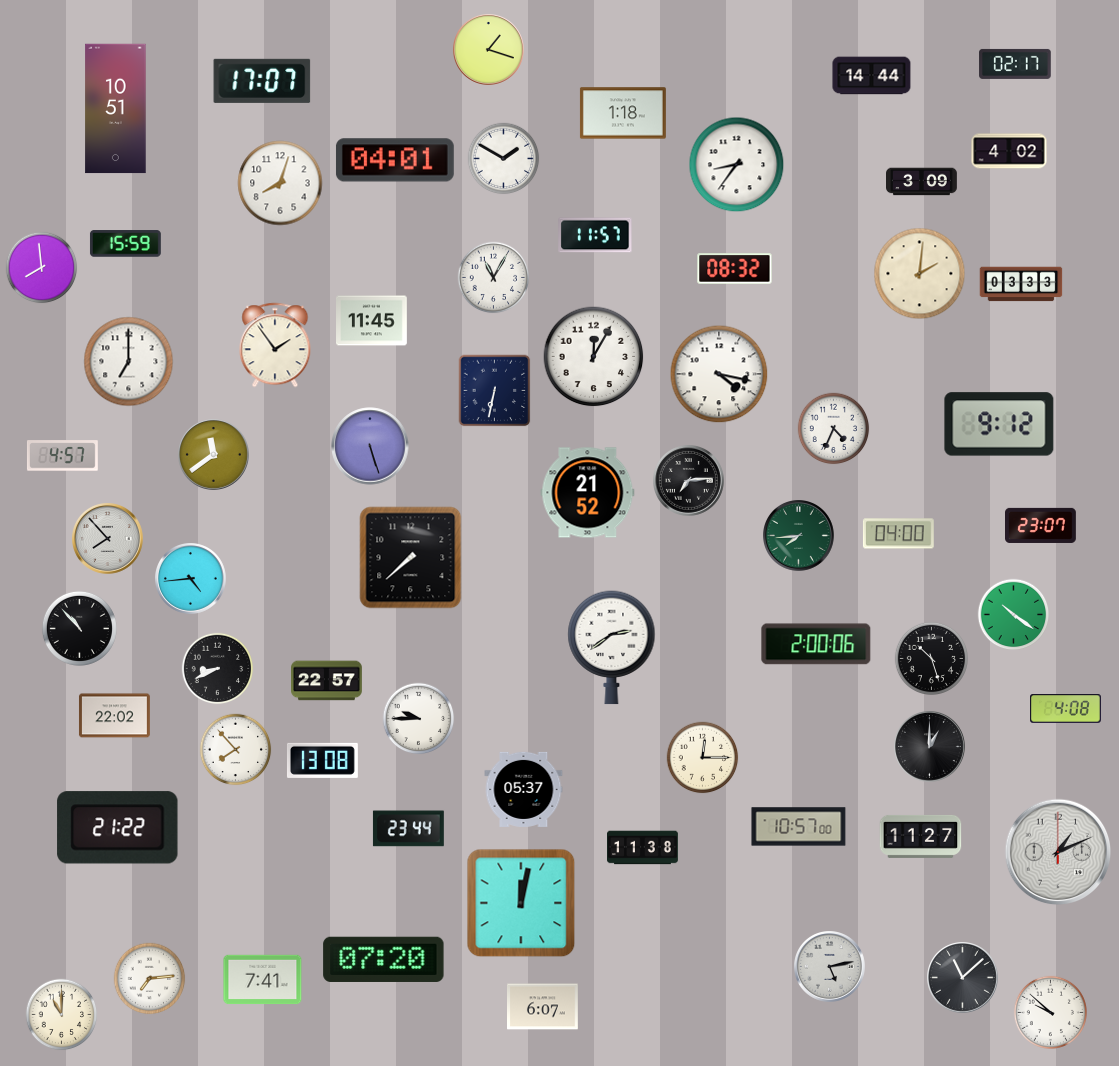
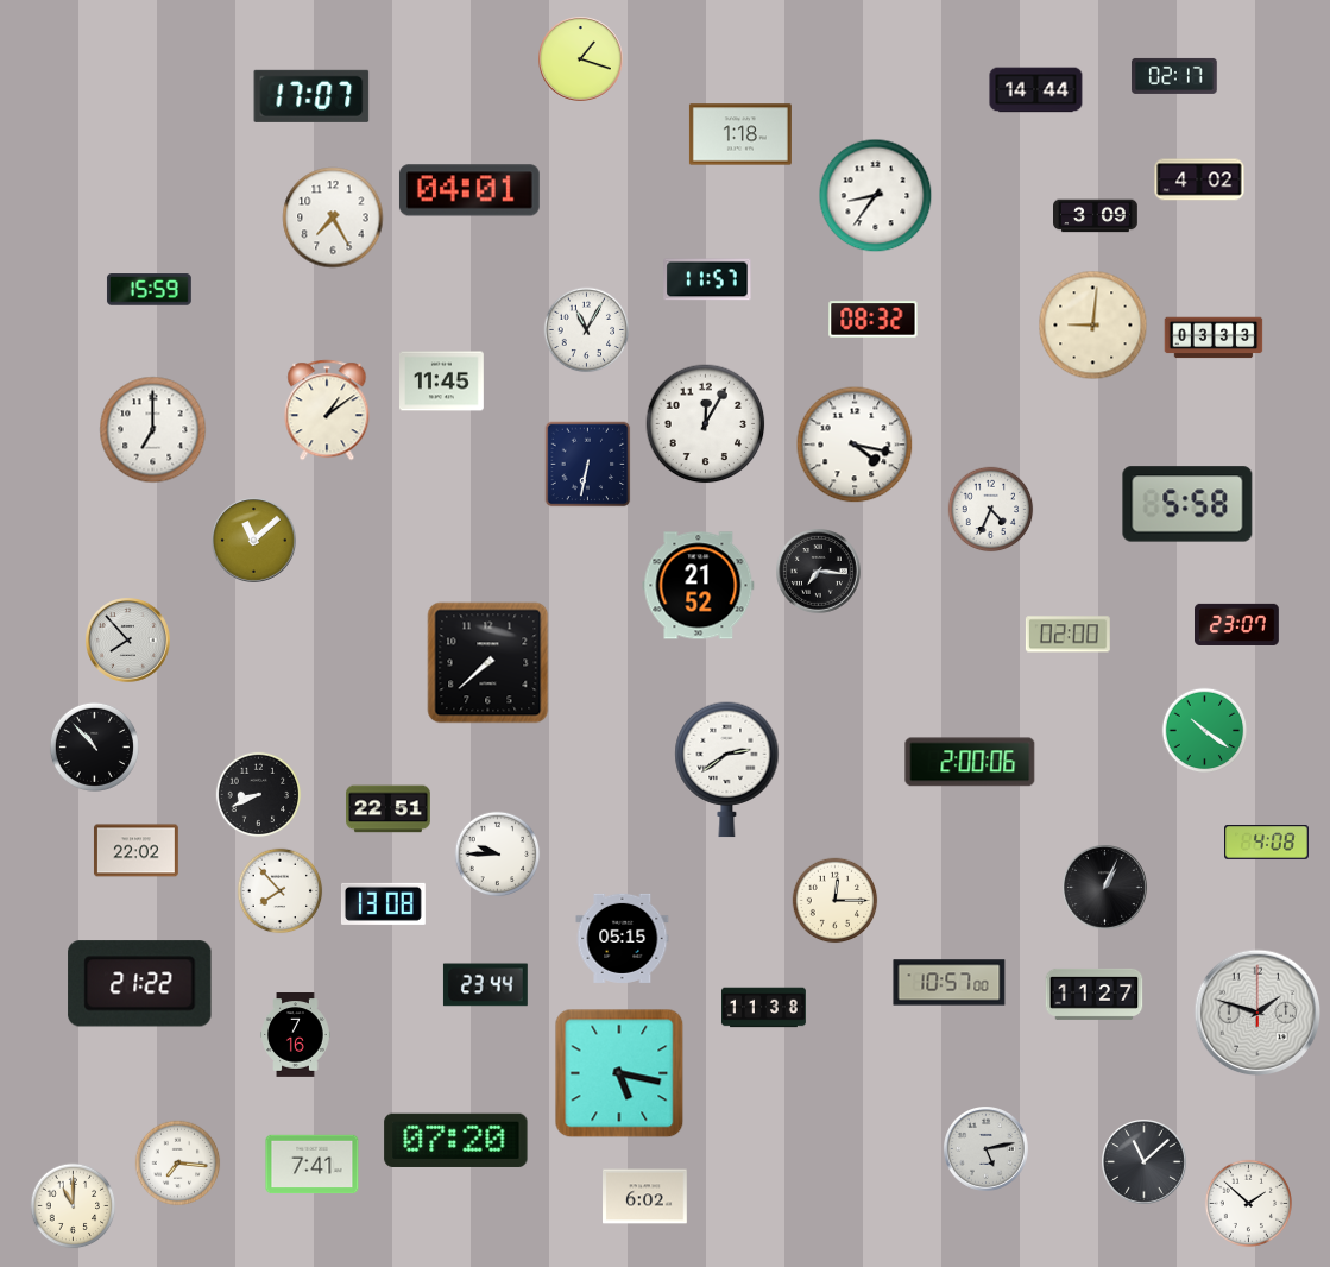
clock at (1015, 64) position: (1015, 64) -> (1174, 76)
clock at (116, 109): 10:51 -> none
clock at (504, 159): 1:50 -> none
clock at (280, 183): 8:03 -> 7:25
clock at (42, 268): 7:59 -> none
clock at (920, 274): 2:01 -> 9:01
clock at (275, 345): 1:54 -> 1:09
clock at (999, 424): 9:12 -> 5:58
clock at (370, 446): 5:27 -> none
clock at (214, 455): 11:39 -> 11:08
clock at (63, 456): 4:57 -> none
clock at (689, 481): 7:14 -> 7:16
clock at (898, 534): 04:00 -> 02:00
clock at (799, 536): 7:44 -> none
clock at (191, 579): 4:44 -> none
clock at (816, 644) position: (816, 644) -> (970, 762)
clock at (931, 658): 10:27 -> none
clock at (327, 681): 22:57 -> 22:51
clock at (930, 747): 1:00 -> 1:04
clock at (524, 789): 05:37 -> 05:15
clock at (1058, 852): 1:11 -> 1:48
clock at (296, 1035): none -> 7:16
clock at (521, 903): 12:02 -> 5:17
clock at (150, 979): 7:14 -> 7:16
clock at (543, 1007): 6:07 -> 6:02
clock at (1050, 1012): 9:52 -> 1:52
